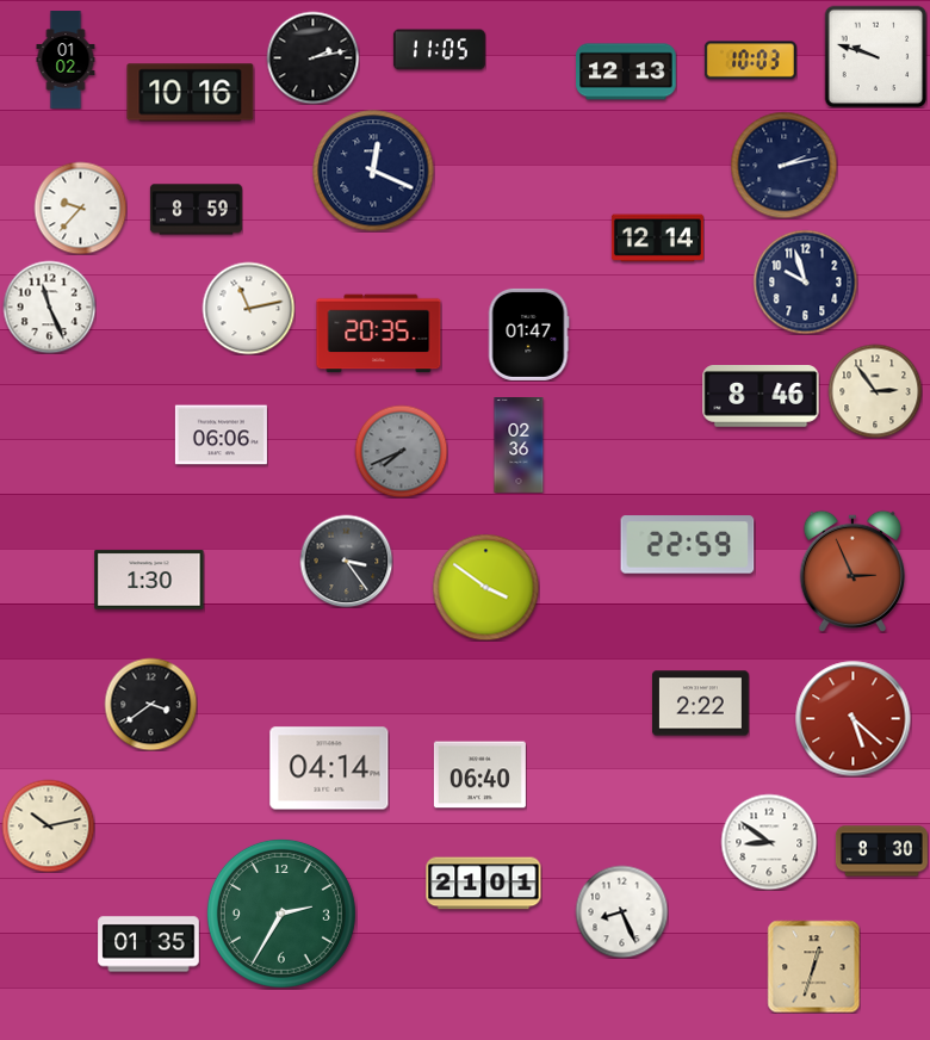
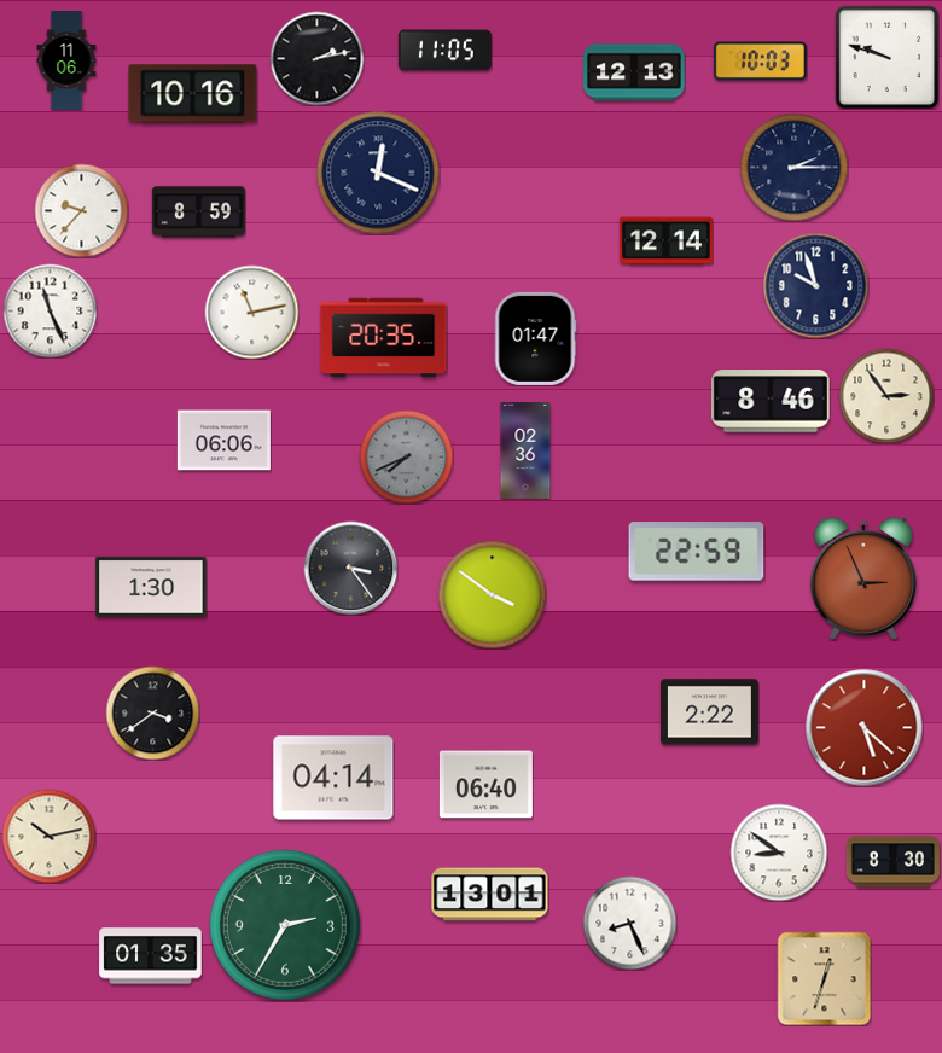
clock at (66, 60): 01:02 -> 11:06
clock at (783, 165): 2:13 -> 2:15
clock at (484, 884): 21:01 -> 13:01
